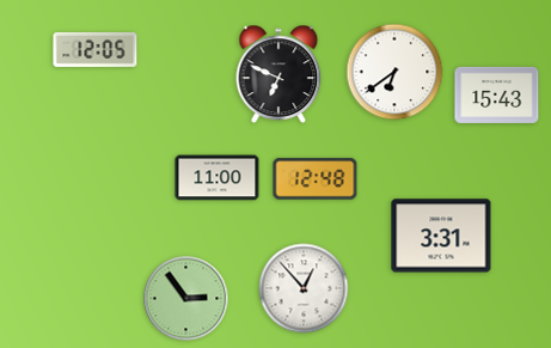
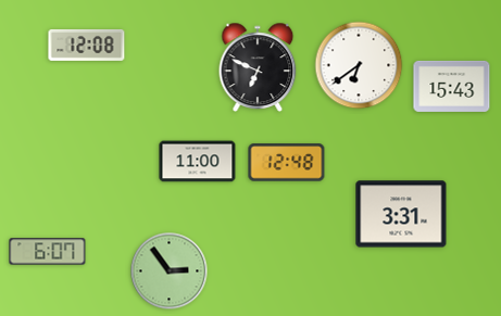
clock at (96, 49): 12:05 -> 12:08
clock at (278, 74) position: (278, 74) -> (258, 67)
clock at (48, 252): none -> 6:07
clock at (304, 288): 12:53 -> none
